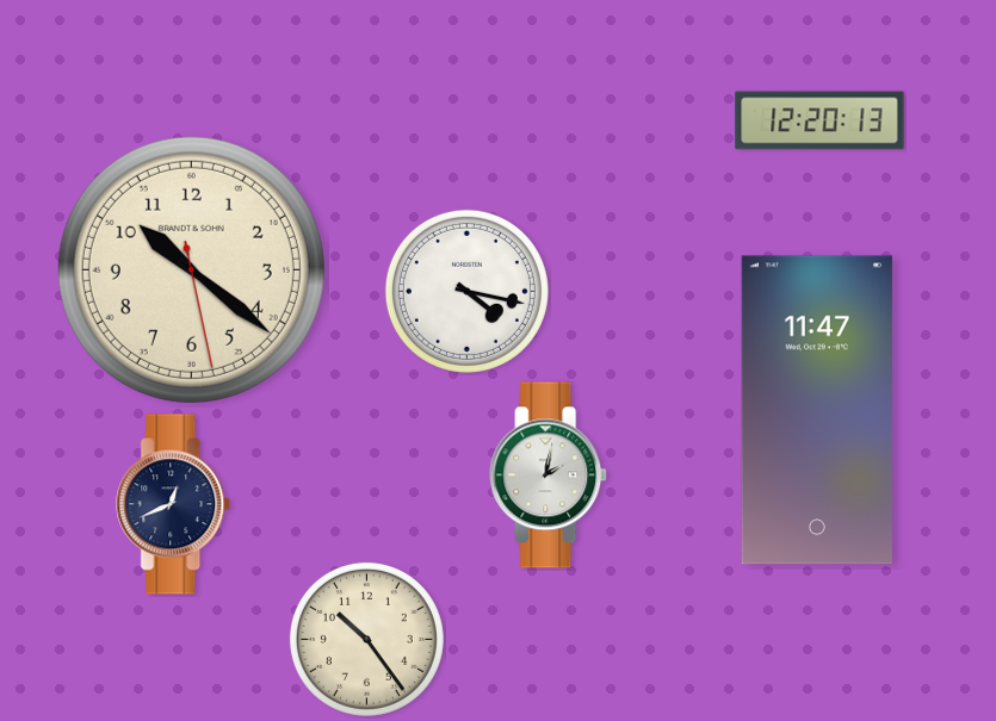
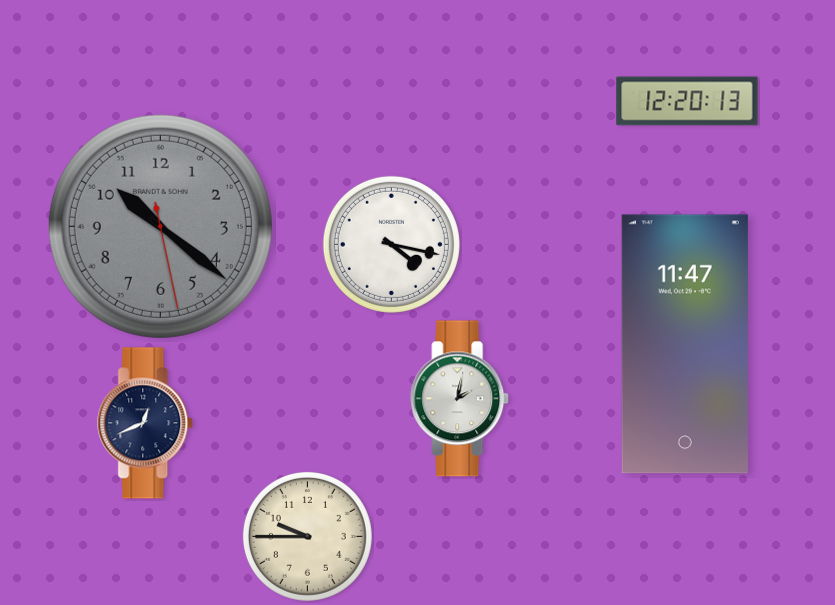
clock at (191, 269) dial: cream -> grey
clock at (366, 639): 10:24 -> 9:45
